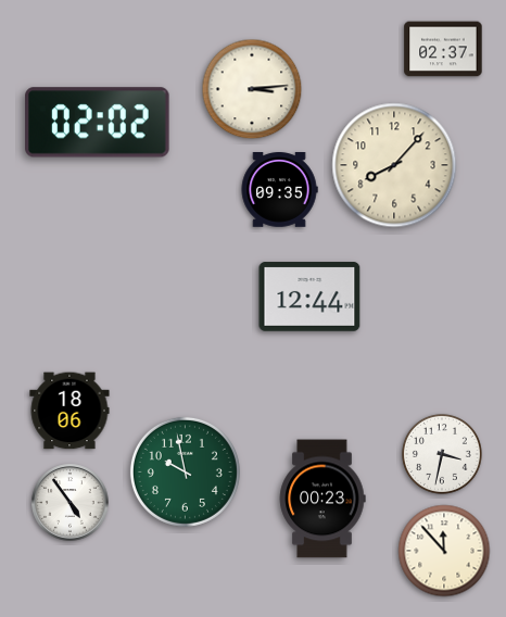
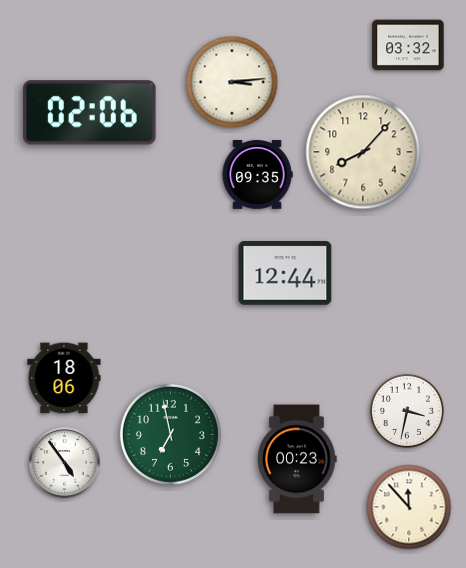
clock at (443, 49): 02:37 -> 03:32
clock at (98, 123): 02:02 -> 02:06
clock at (442, 454) position: (442, 454) -> (407, 411)
clock at (185, 471): 9:58 -> 6:58
